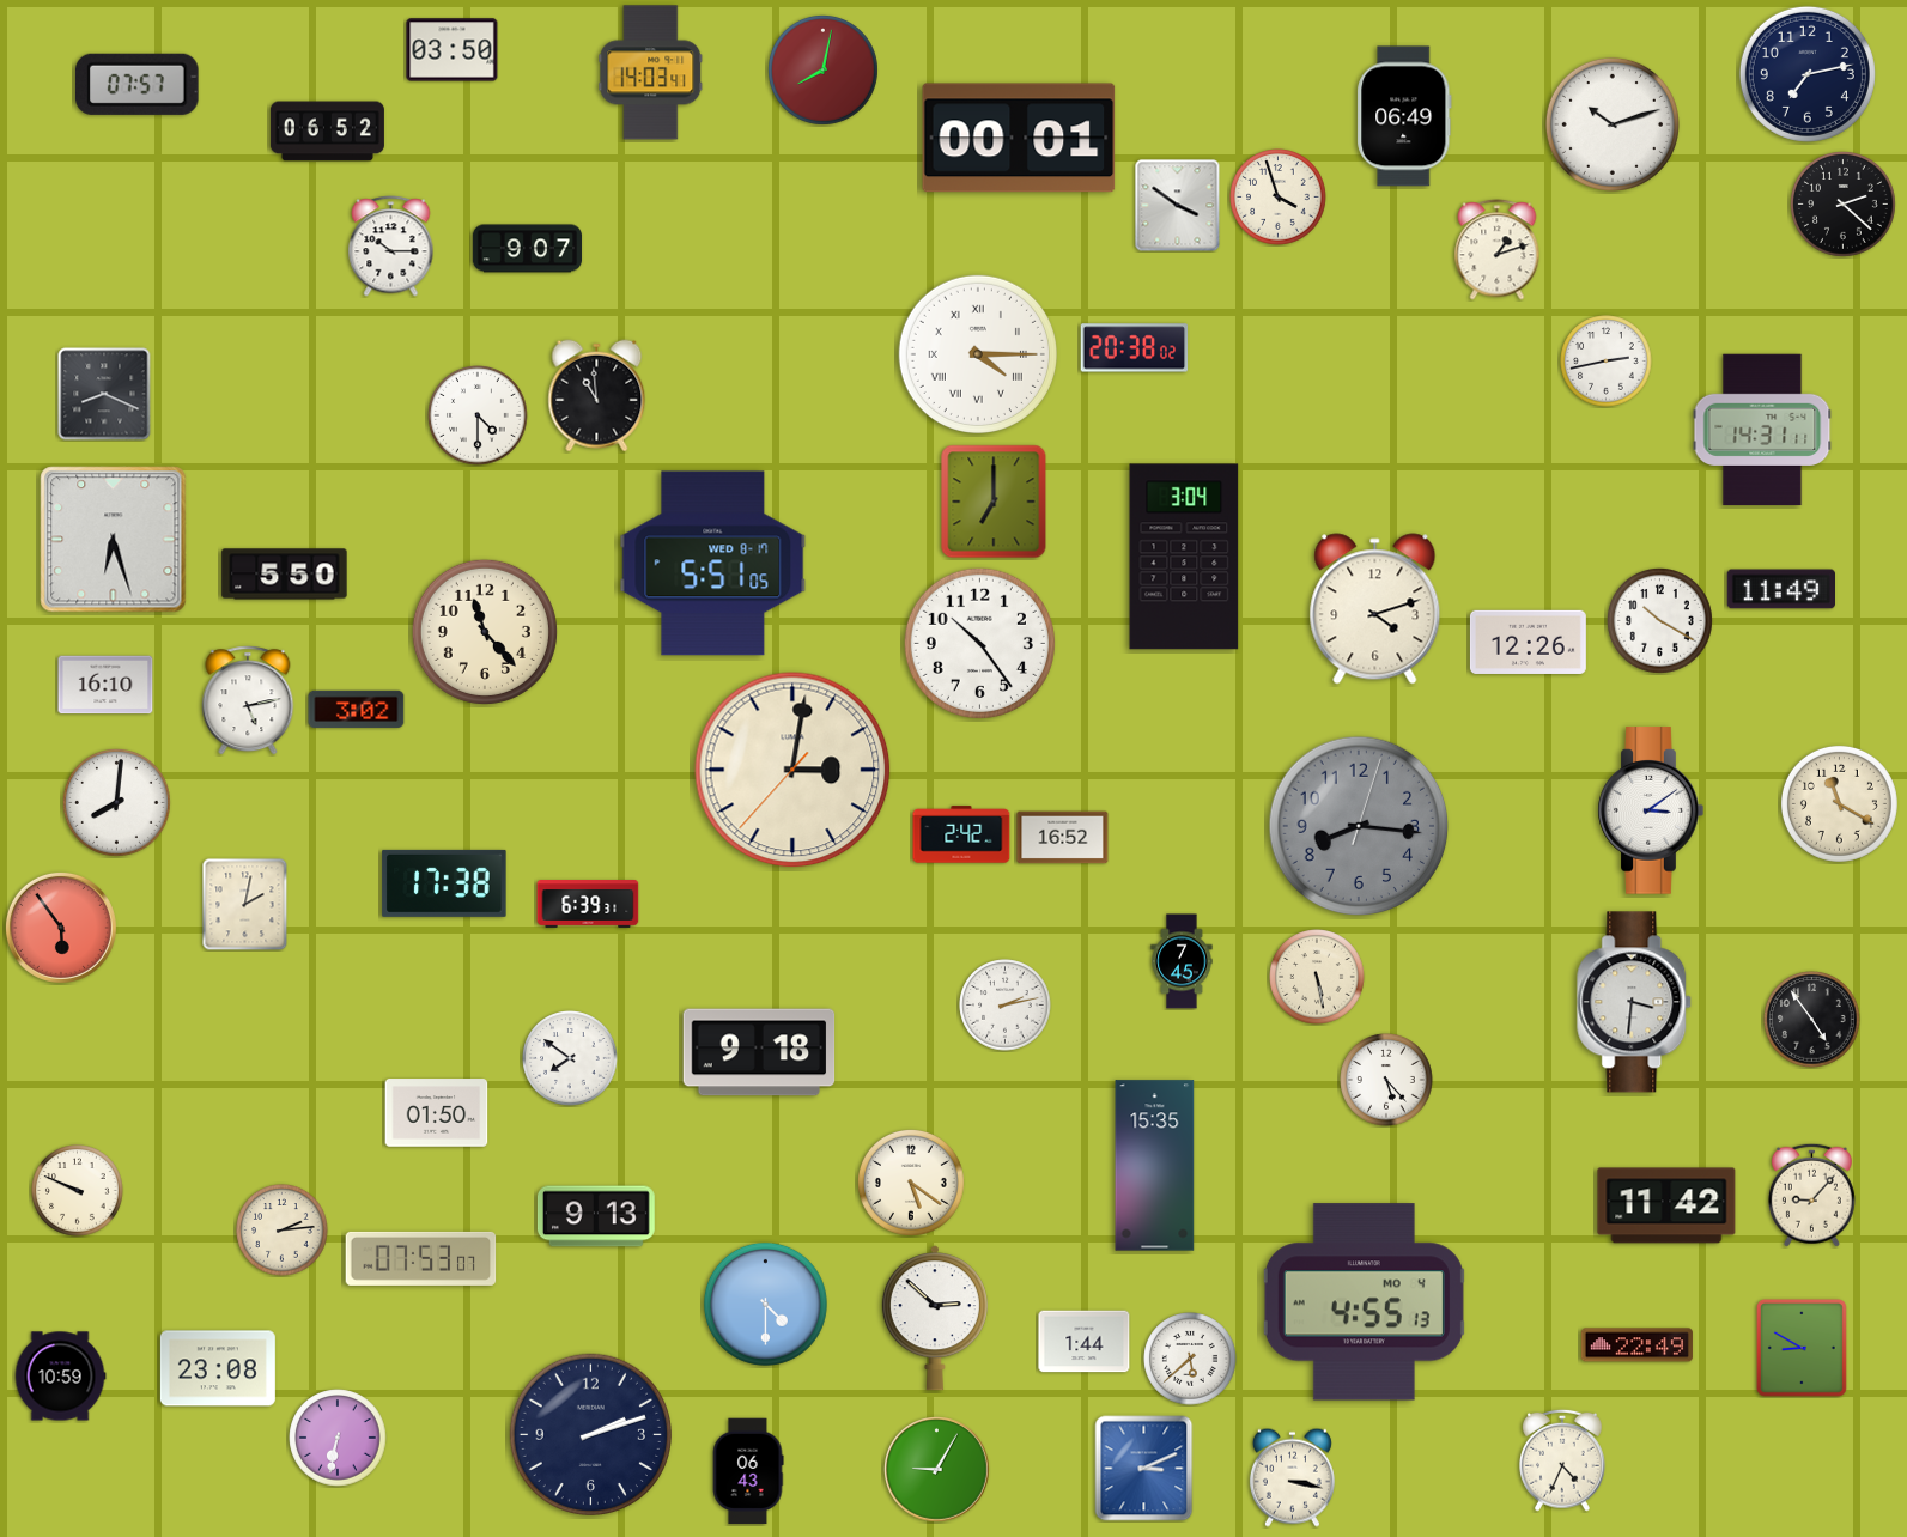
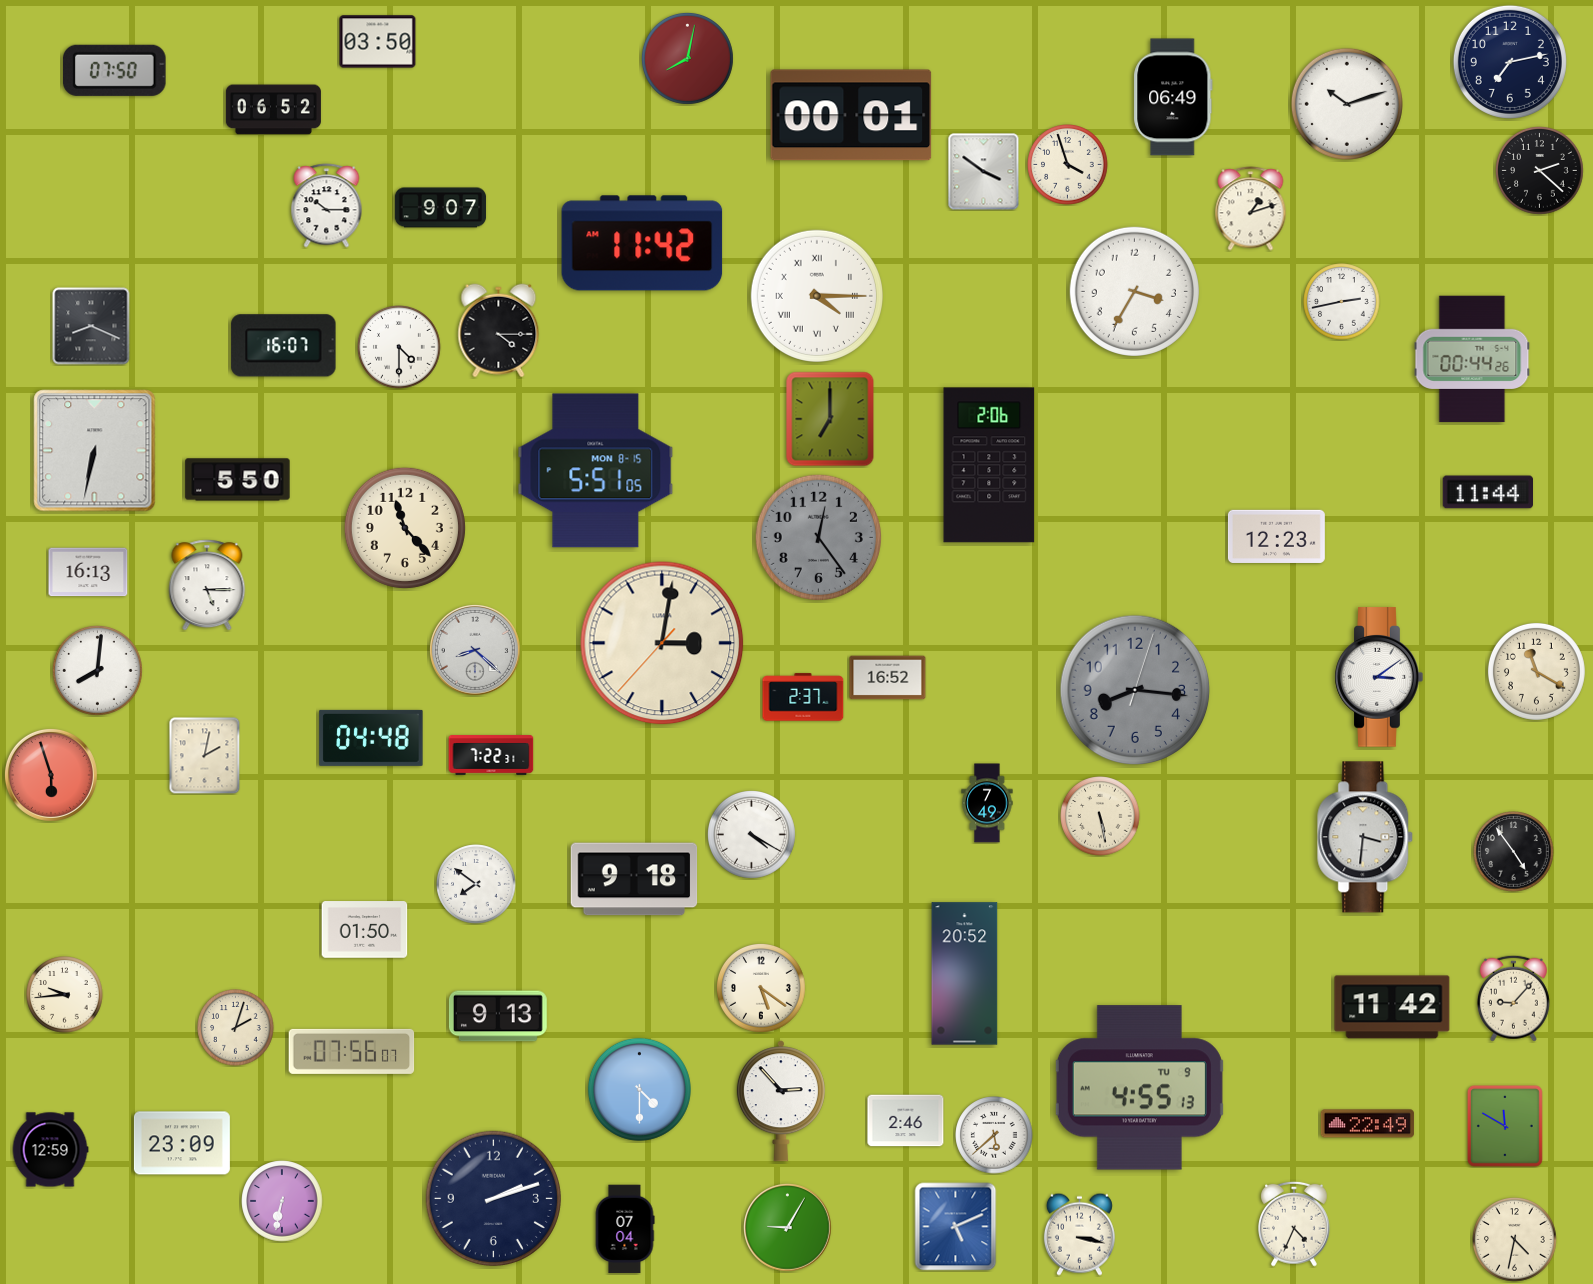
clock at (651, 73): 14:03 -> none
clock at (138, 84): 07:57 -> 07:50
clock at (642, 243): none -> 11:42
clock at (1135, 348): 20:38 -> none
clock at (1134, 291): none -> 3:35
clock at (104, 394) position: (104, 394) -> (91, 326)
clock at (597, 396): 10:59 -> 4:15
clock at (284, 346): none -> 16:07
clock at (1762, 430): 14:31 -> 00:44
clock at (114, 540): 6:27 -> 6:32
clock at (1184, 557): 3:04 -> 2:06
clock at (713, 564) date: WED 8-17 -> MON 8-15
clock at (1780, 589): 11:49 -> 11:44
clock at (1375, 609): 4:12 -> none
clock at (1660, 621): 10:20 -> none
clock at (1528, 642): 12:26 -> 12:23
clock at (979, 643): 10:24 -> 12:24
clock at (979, 643) dial: white -> grey
clock at (105, 685): 16:10 -> 16:13
clock at (248, 700): 5:13 -> 5:15
clock at (357, 709): 3:02 -> none
clock at (475, 650): none -> 8:22
clock at (961, 834): 2:42 -> 2:37
clock at (1063, 838) position: (1063, 838) -> (888, 678)
clock at (444, 883): 17:38 -> 04:48
clock at (588, 904): 6:39 -> 7:22
clock at (61, 928): 5:54 -> 5:57
clock at (1182, 961): 7:45 -> 7:49
clock at (752, 835): none -> 4:20
clock at (1006, 1006): 2:13 -> none
clock at (1386, 1080): 5:23 -> none
clock at (1155, 1166): 15:35 -> 20:52
clock at (78, 1191): 9:49 -> 9:44
clock at (283, 1231): 2:14 -> 2:03
clock at (421, 1258): 07:53 -> 07:56
clock at (1364, 1302) date: MO 4 -> TU 9
clock at (935, 1318): 2:52 -> 2:53
clock at (1085, 1342): 1:44 -> 2:46
clock at (1802, 1348): 8:50 -> 11:50
clock at (218, 1368): 23:08 -> 23:09
clock at (60, 1377): 10:59 -> 12:59
clock at (1563, 1460) position: (1563, 1460) -> (1295, 1224)
clock at (1144, 1469): 3:11 -> 5:11
clock at (937, 1470) position: (937, 1470) -> (788, 1228)
clock at (748, 1471): 06:43 -> 07:04
clock at (1515, 1240): none -> 4:32
